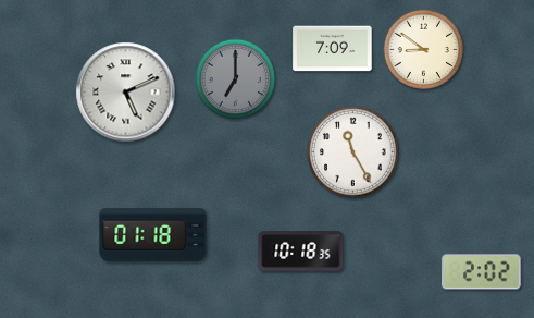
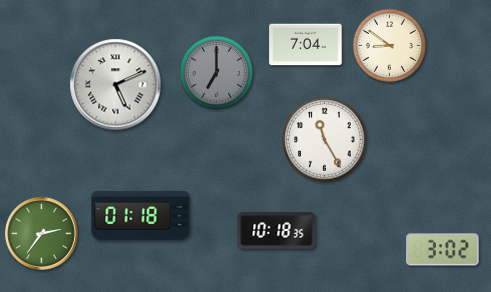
clock at (333, 49): 7:09 -> 7:04
clock at (42, 234): none -> 2:36
clock at (482, 272): 2:02 -> 3:02
